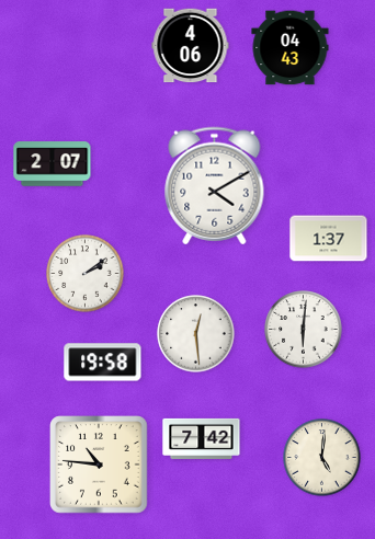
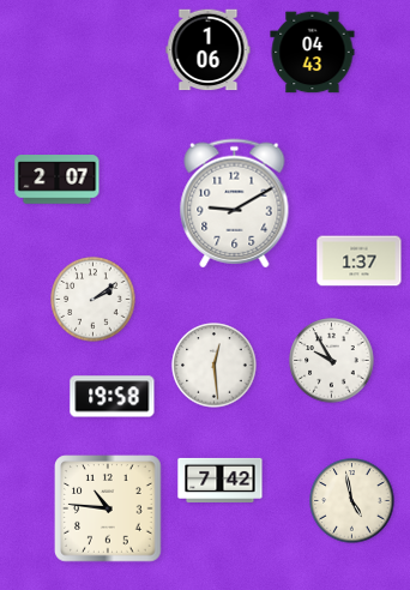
clock at (191, 46): 4:06 -> 1:06
clock at (291, 48) position: (291, 48) -> (313, 53)
clock at (215, 186): 4:10 -> 9:10
clock at (304, 330): 6:01 -> 9:55
clock at (322, 458): 5:01 -> 4:58
